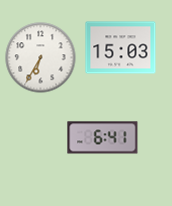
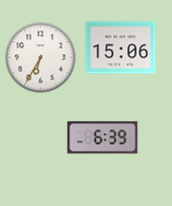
clock at (121, 48): 15:03 -> 15:06
clock at (103, 138): 6:41 -> 6:39
